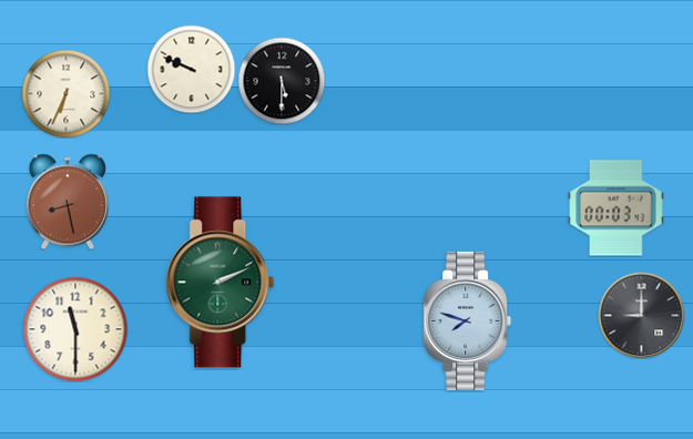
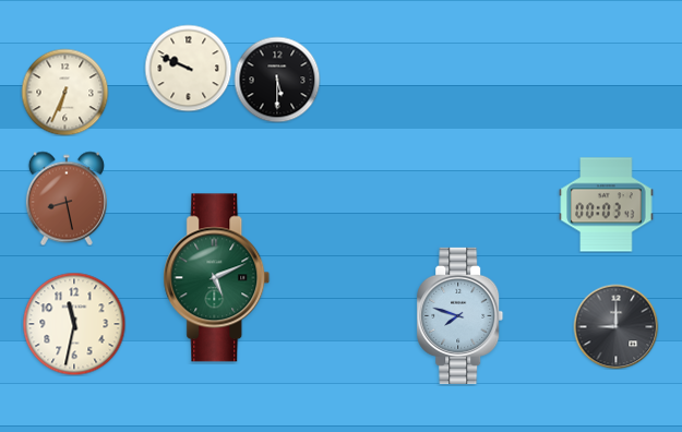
clock at (221, 283): 2:11 -> 5:11
clock at (641, 315) position: (641, 315) -> (615, 326)
clock at (75, 329): 11:30 -> 11:32
